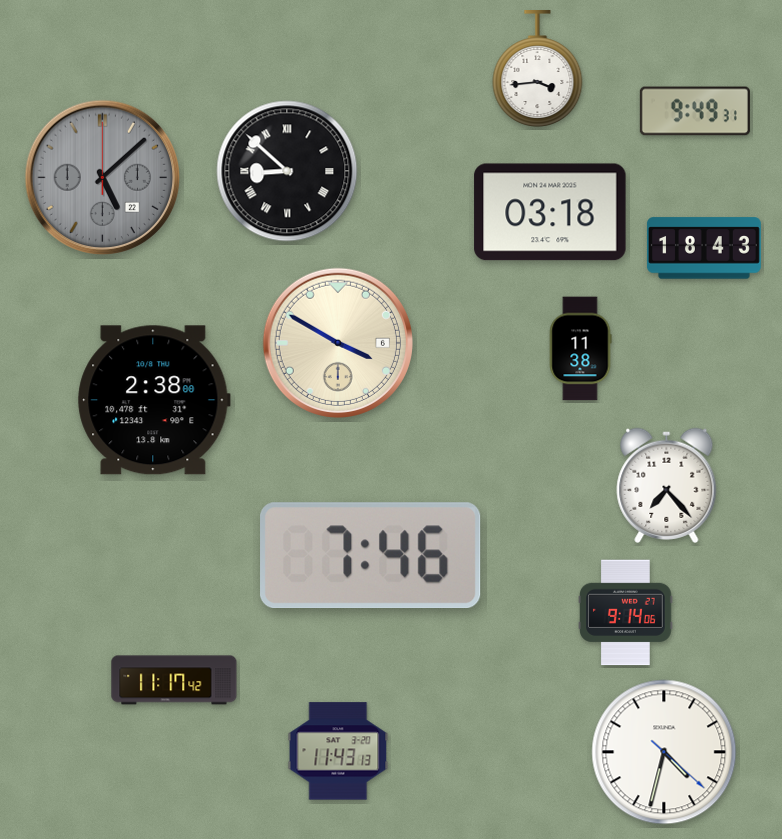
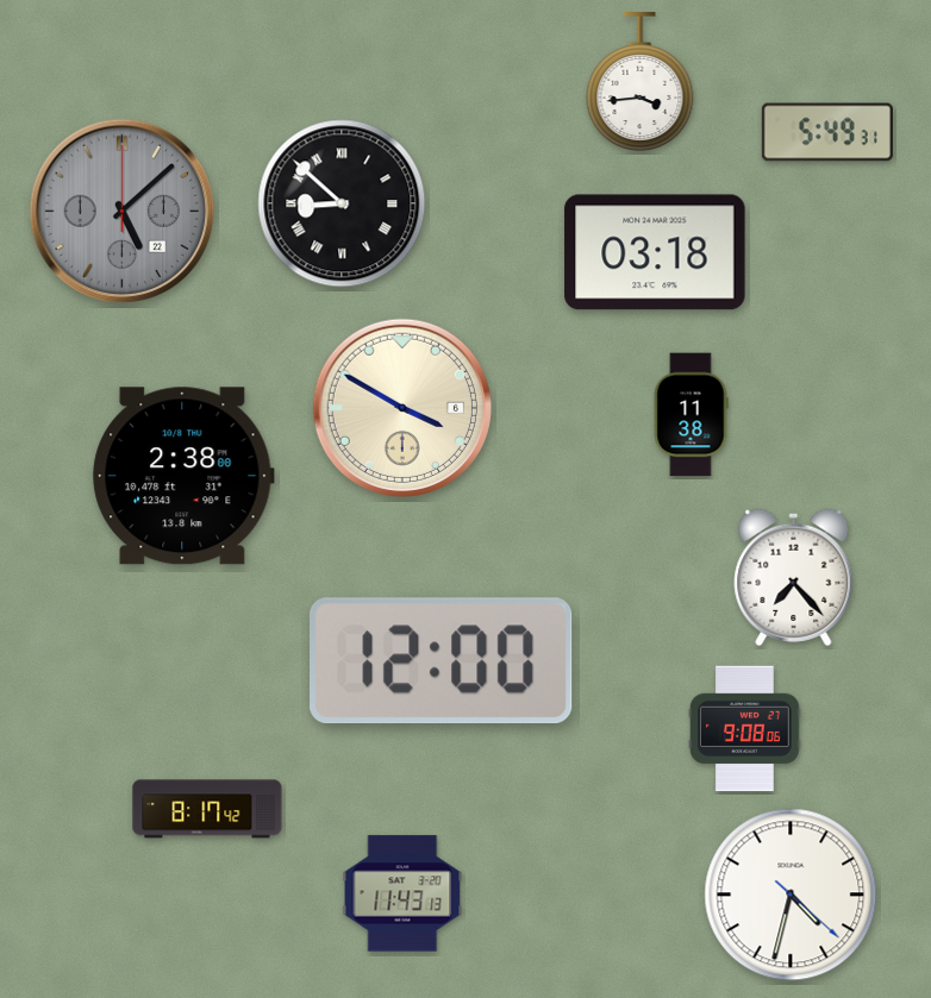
clock at (695, 111): 9:49 -> 5:49
clock at (704, 248): 18:43 -> none
clock at (371, 555): 7:46 -> 12:00
clock at (626, 613): 9:14 -> 9:08
clock at (174, 680): 11:17 -> 8:17
